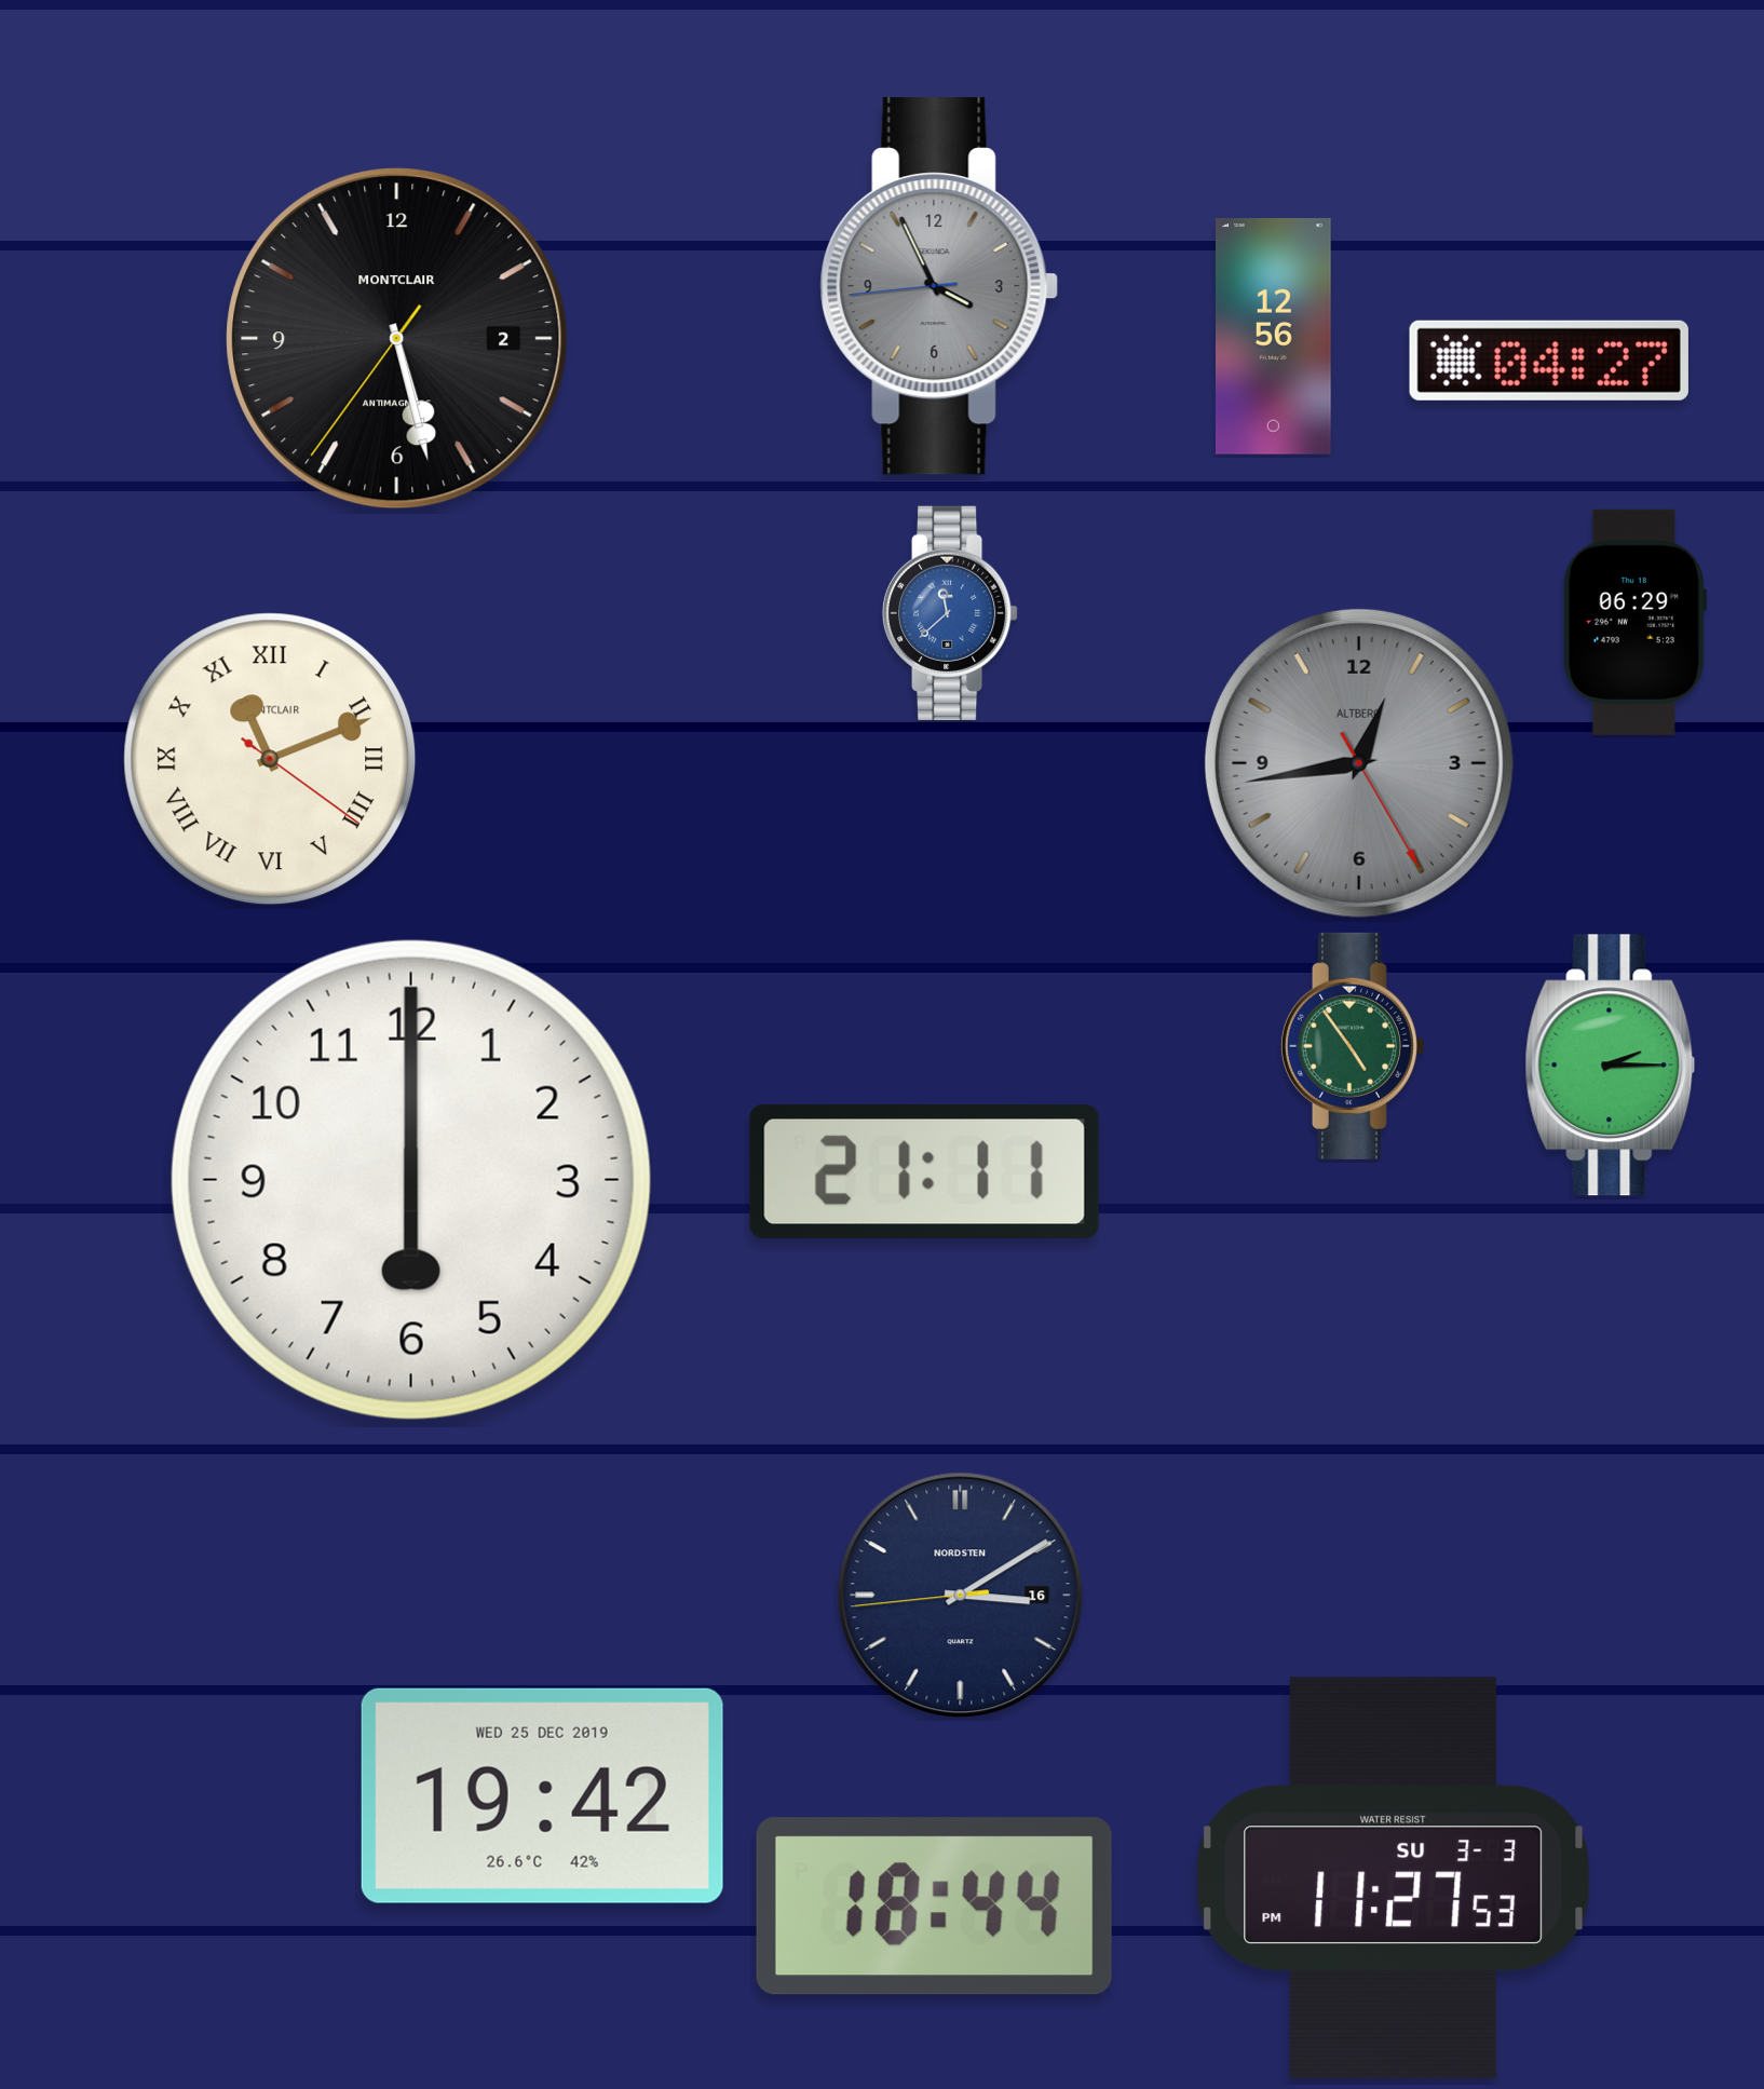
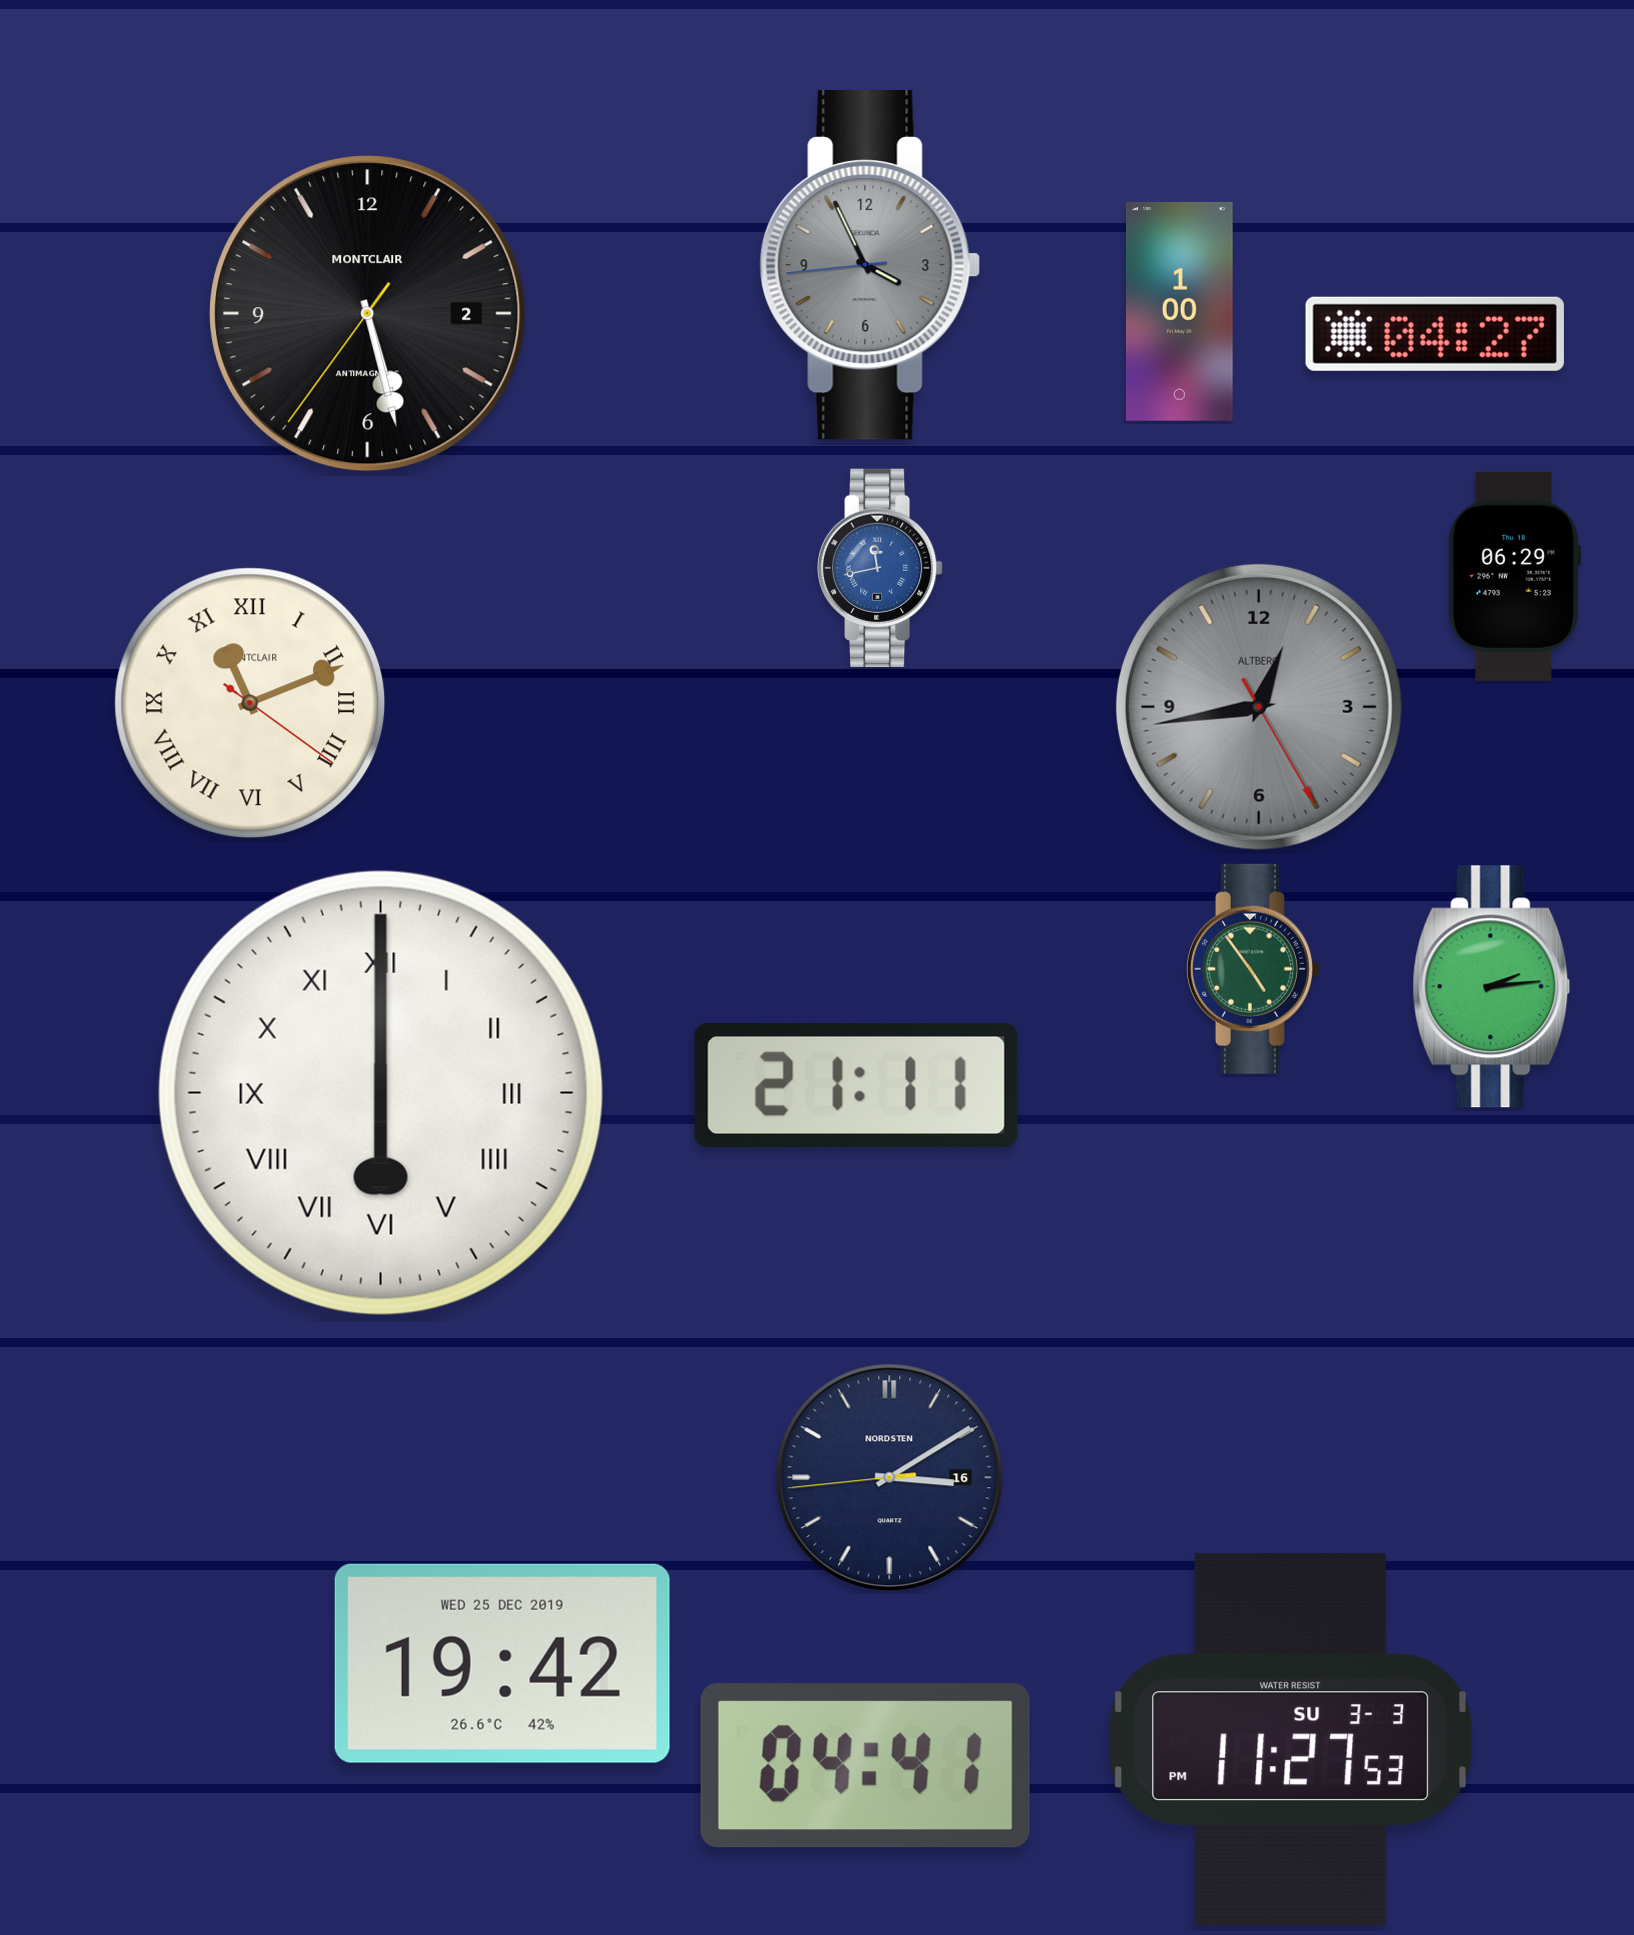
clock at (1274, 336): 12:56 -> 1:00
clock at (950, 612): 11:38 -> 11:43
clock at (1611, 1066): 2:15 -> 2:14
clock at (411, 1180) numerals: Arabic -> Roman
clock at (934, 1907): 18:44 -> 04:41
